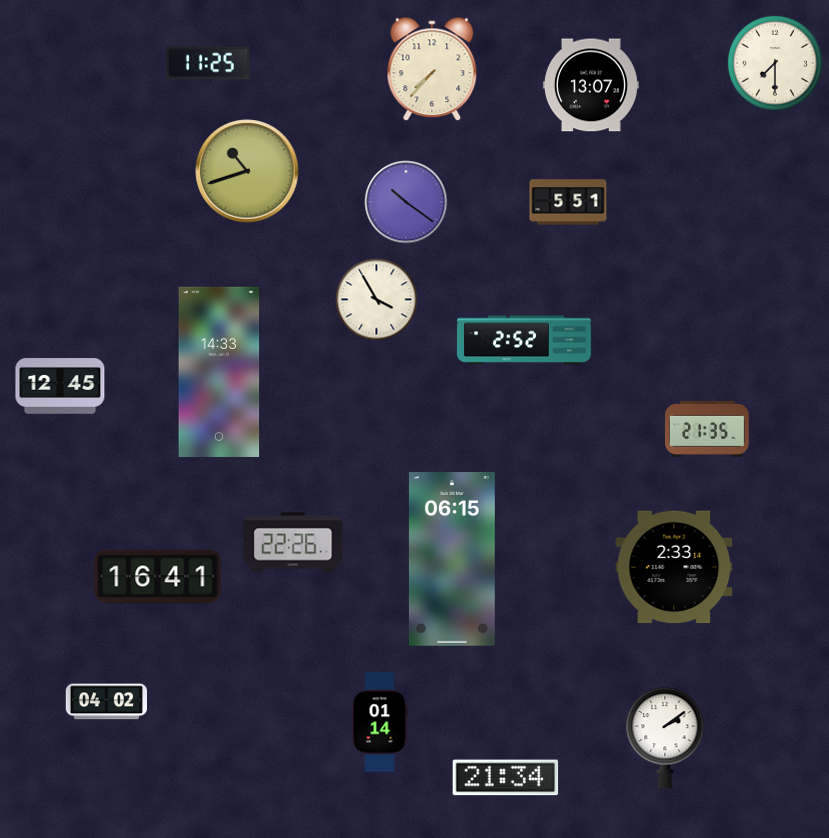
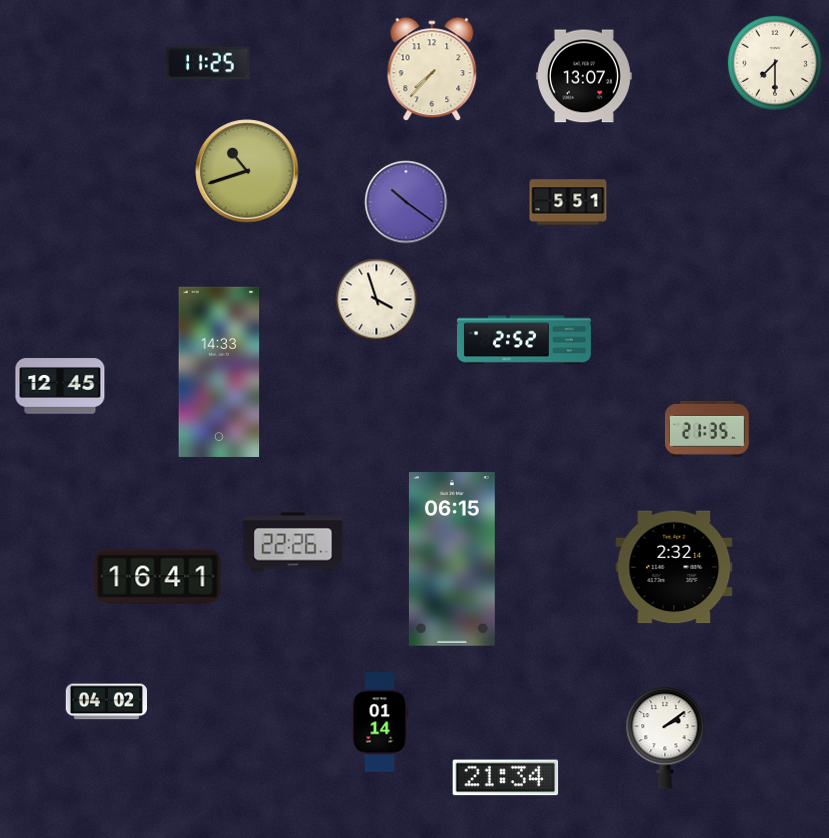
clock at (591, 85) position: (591, 85) -> (584, 76)
clock at (377, 300): 3:55 -> 3:57
clock at (674, 567): 2:33 -> 2:32
